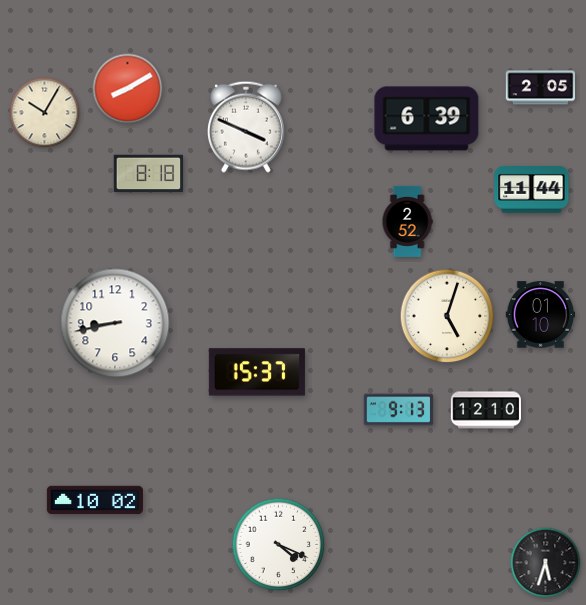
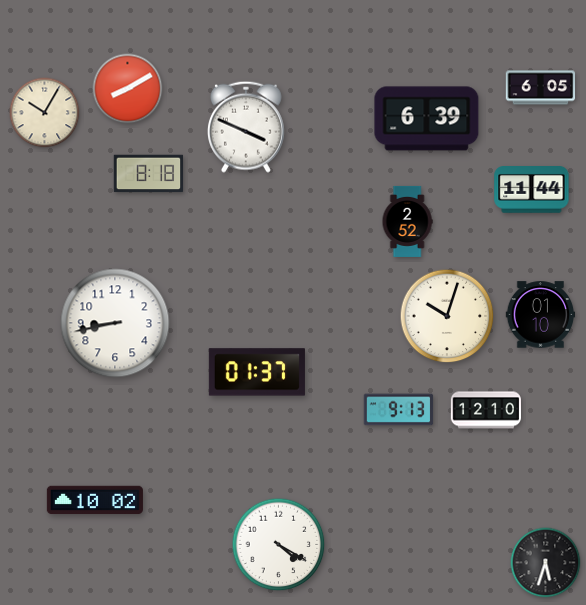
clock at (541, 88): 2:05 -> 6:05
clock at (447, 316): 5:03 -> 10:03
clock at (257, 372): 15:37 -> 01:37
clock at (279, 545): 4:19 -> 4:20
